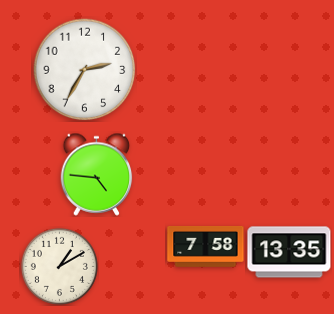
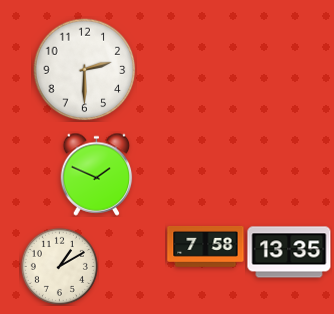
clock at (85, 70): 2:35 -> 2:30
clock at (97, 174): 4:46 -> 1:49
